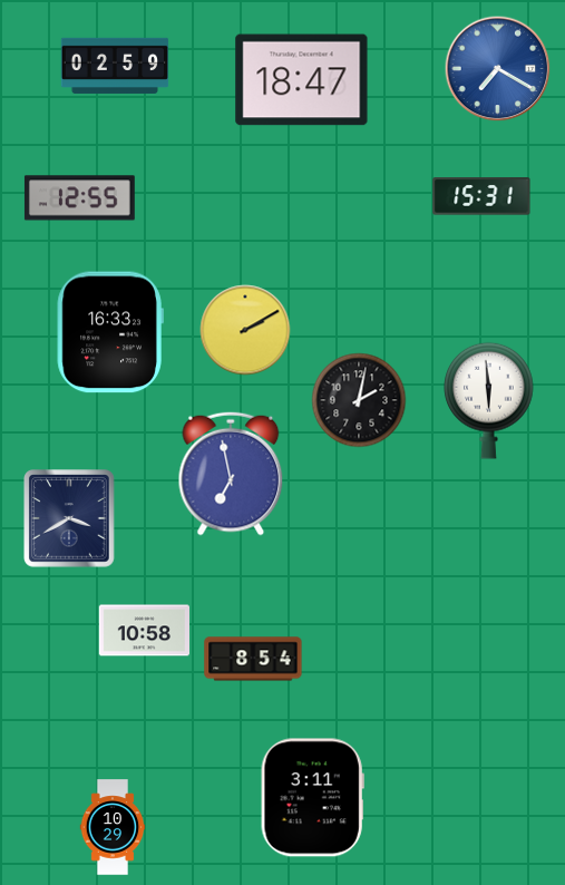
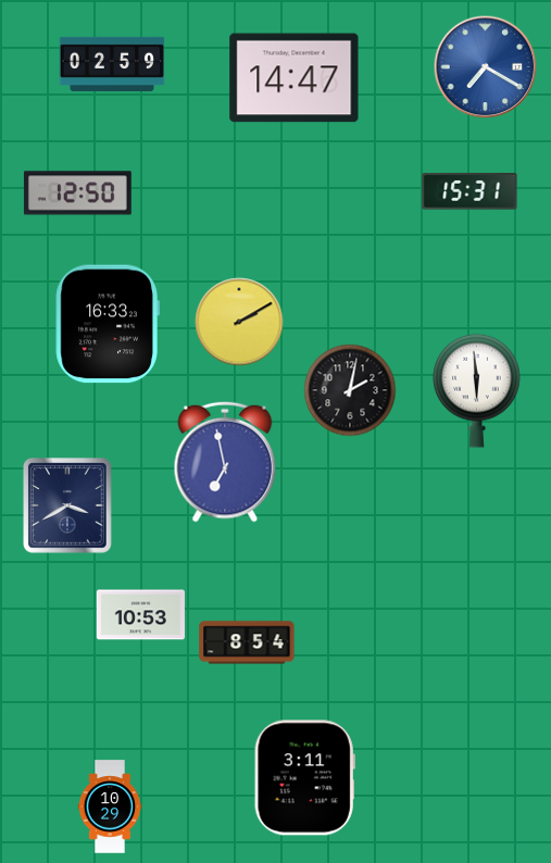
clock at (302, 80): 18:47 -> 14:47
clock at (79, 198): 12:55 -> 12:50
clock at (144, 631): 10:58 -> 10:53
